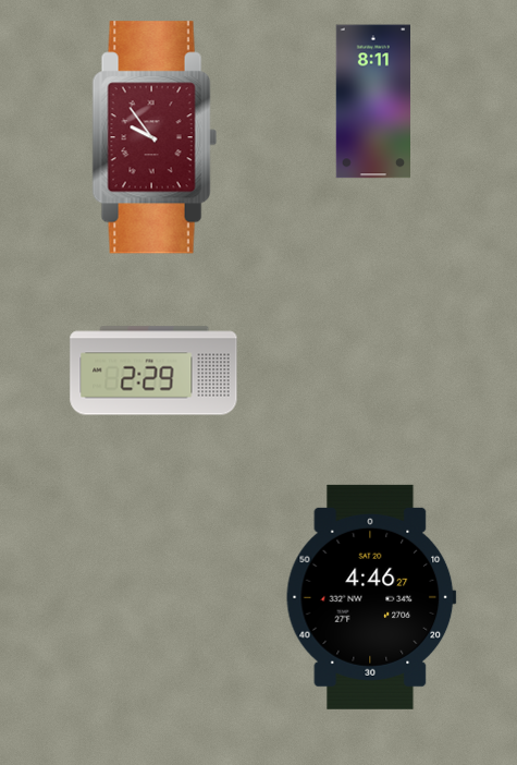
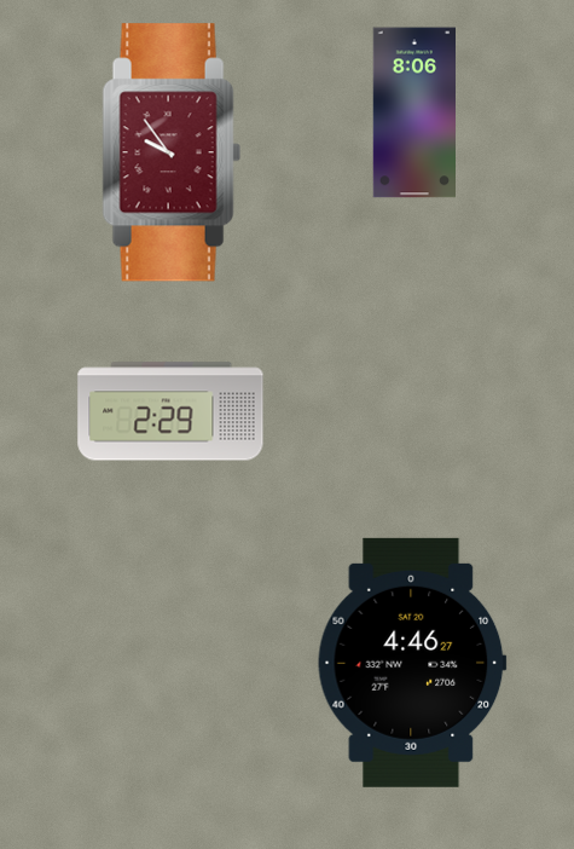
clock at (373, 101): 8:11 -> 8:06
